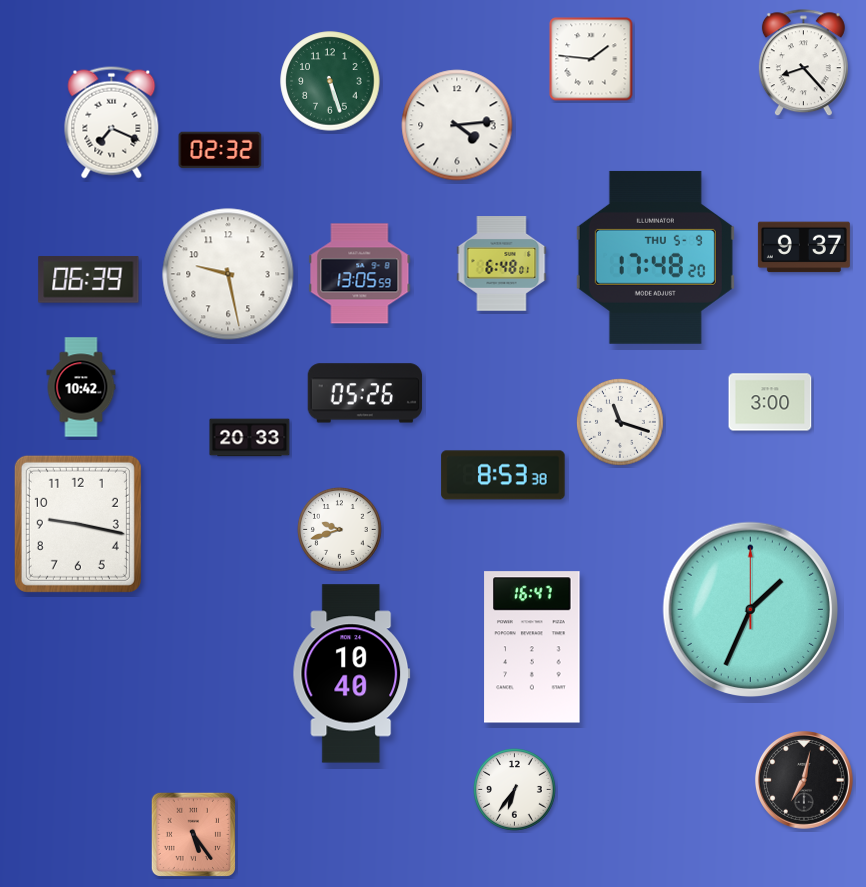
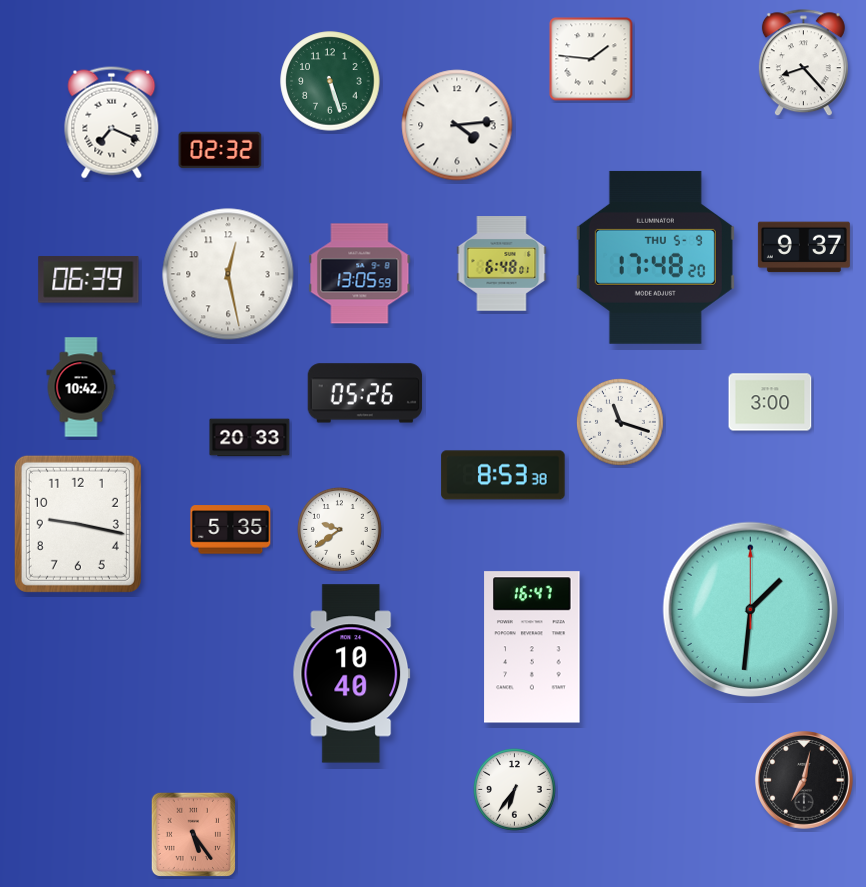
clock at (228, 274): 9:28 -> 12:28
clock at (231, 530): none -> 5:35
clock at (340, 530): 9:42 -> 9:39
clock at (751, 610): 1:34 -> 1:31
